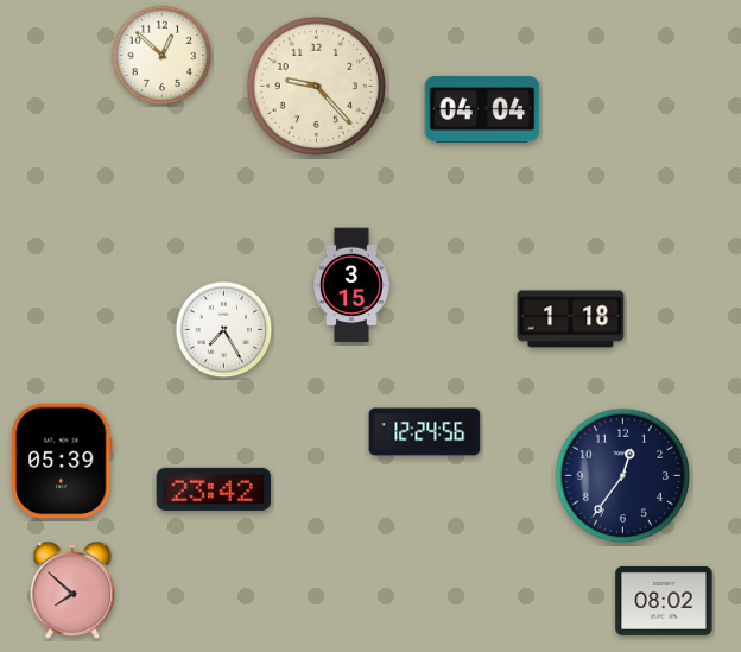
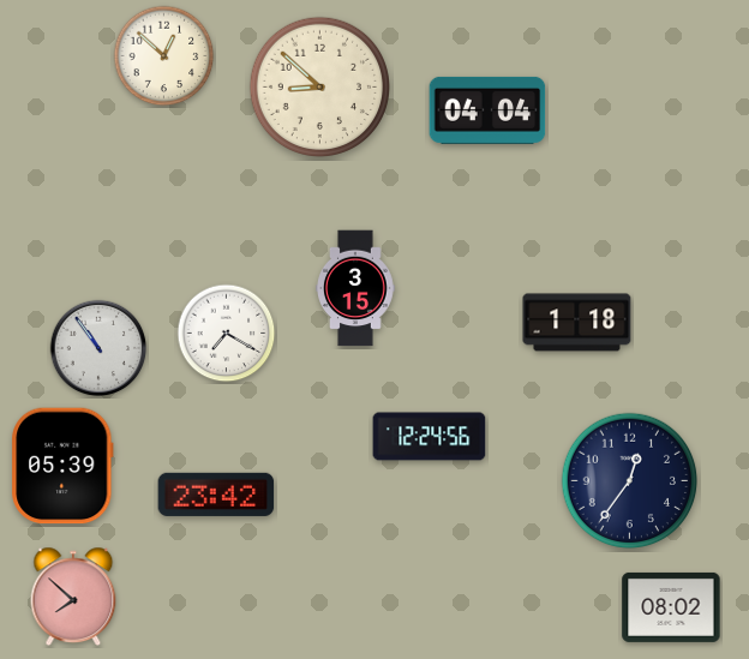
clock at (316, 86): 9:23 -> 8:52
clock at (224, 330): 7:25 -> 7:20
clock at (98, 348): none -> 10:54
